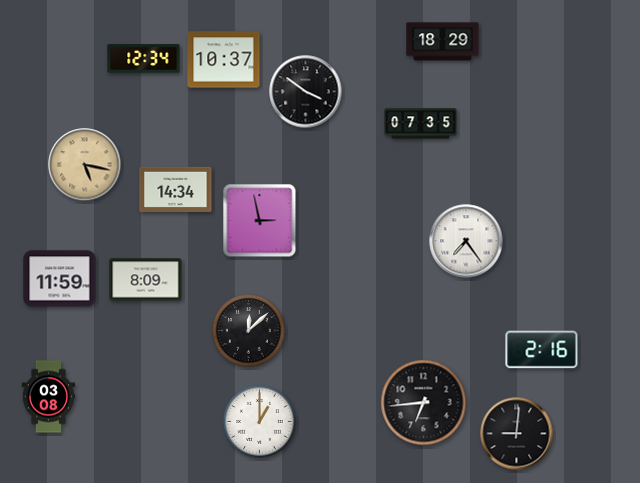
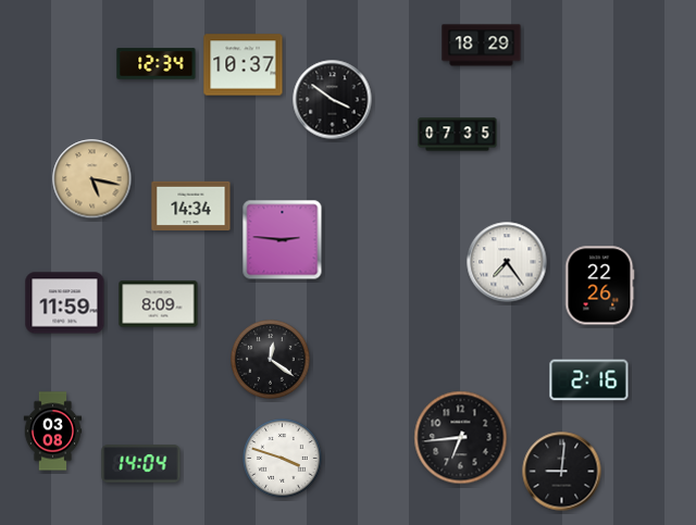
clock at (260, 221): 2:58 -> 2:46
clock at (600, 286): none -> 22:26
clock at (249, 331): 12:08 -> 12:21
clock at (260, 422): 1:00 -> 3:48
clock at (141, 464): none -> 14:04
